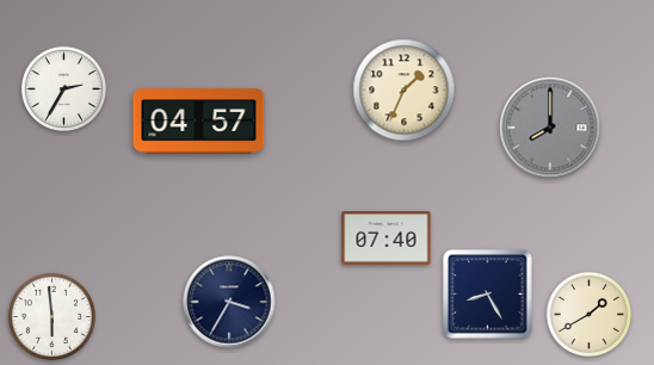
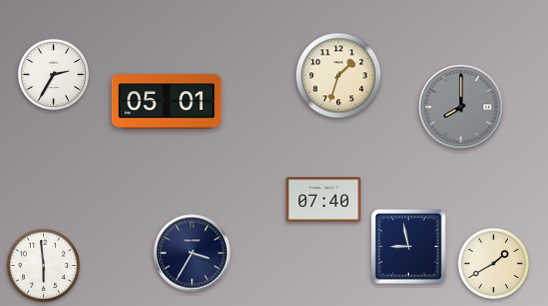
clock at (405, 91): 1:34 -> 1:33
clock at (199, 122): 04:57 -> 05:01
clock at (488, 295): 8:25 -> 8:58
